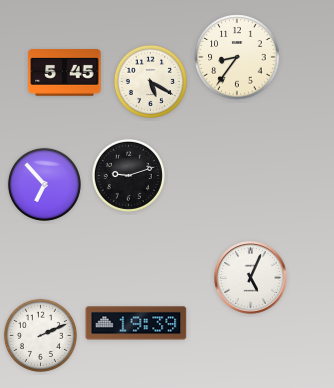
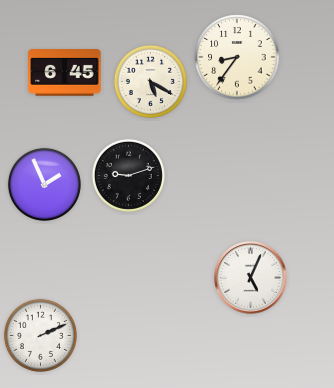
clock at (65, 73): 5:45 -> 6:45
clock at (44, 184): 6:53 -> 1:56
clock at (136, 323): 19:39 -> none
